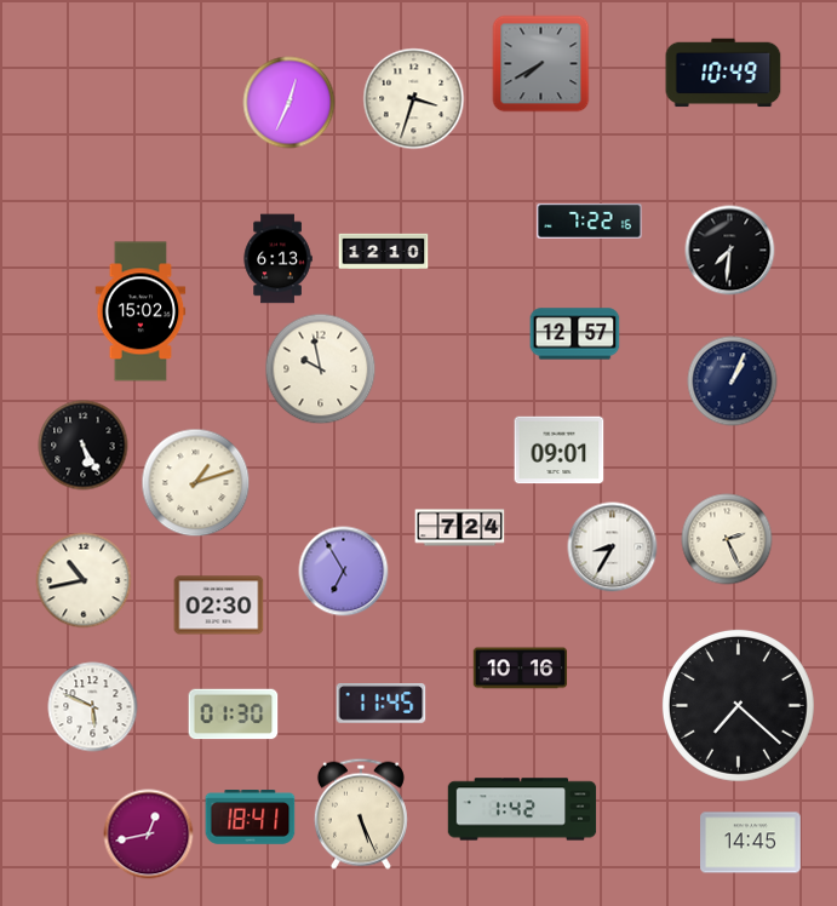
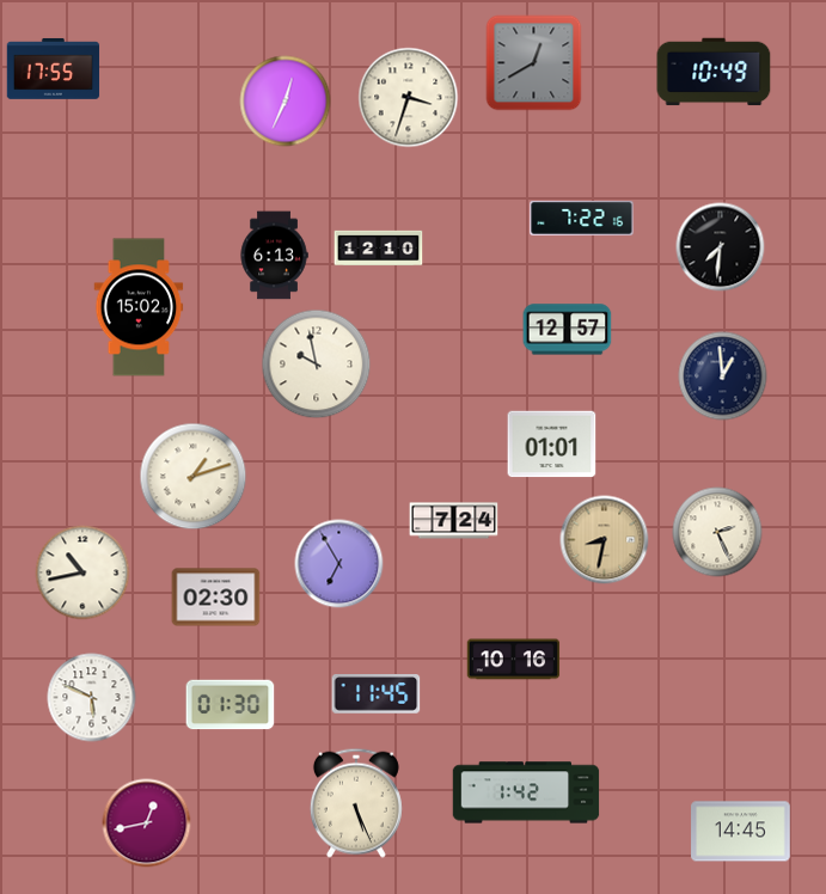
clock at (541, 64): 7:40 -> 12:40
clock at (54, 68): none -> 17:55
clock at (733, 382): 1:04 -> 12:59
clock at (84, 446): 5:25 -> none
clock at (560, 451): 09:01 -> 01:01
clock at (613, 547): 8:35 -> 8:32
clock at (613, 547) dial: white -> champagne
clock at (738, 705): 7:22 -> none
clock at (522, 809) position: (522, 809) -> (526, 792)
clock at (251, 818): 18:41 -> none
